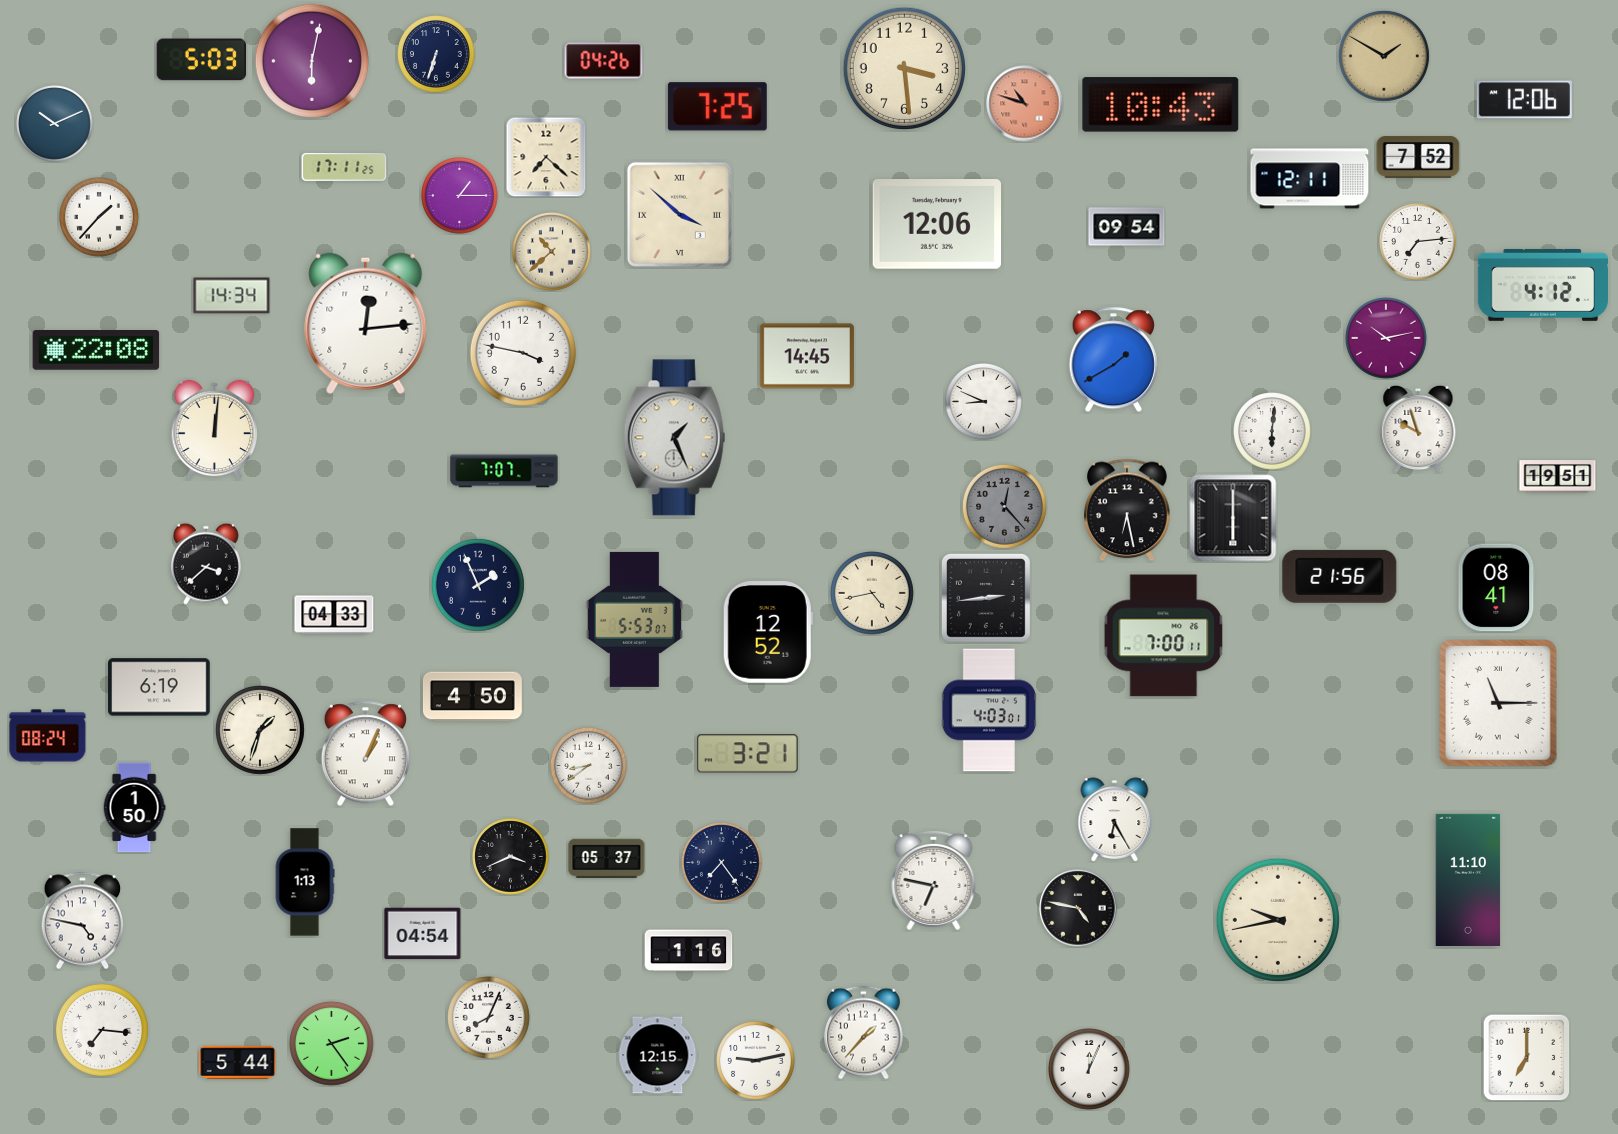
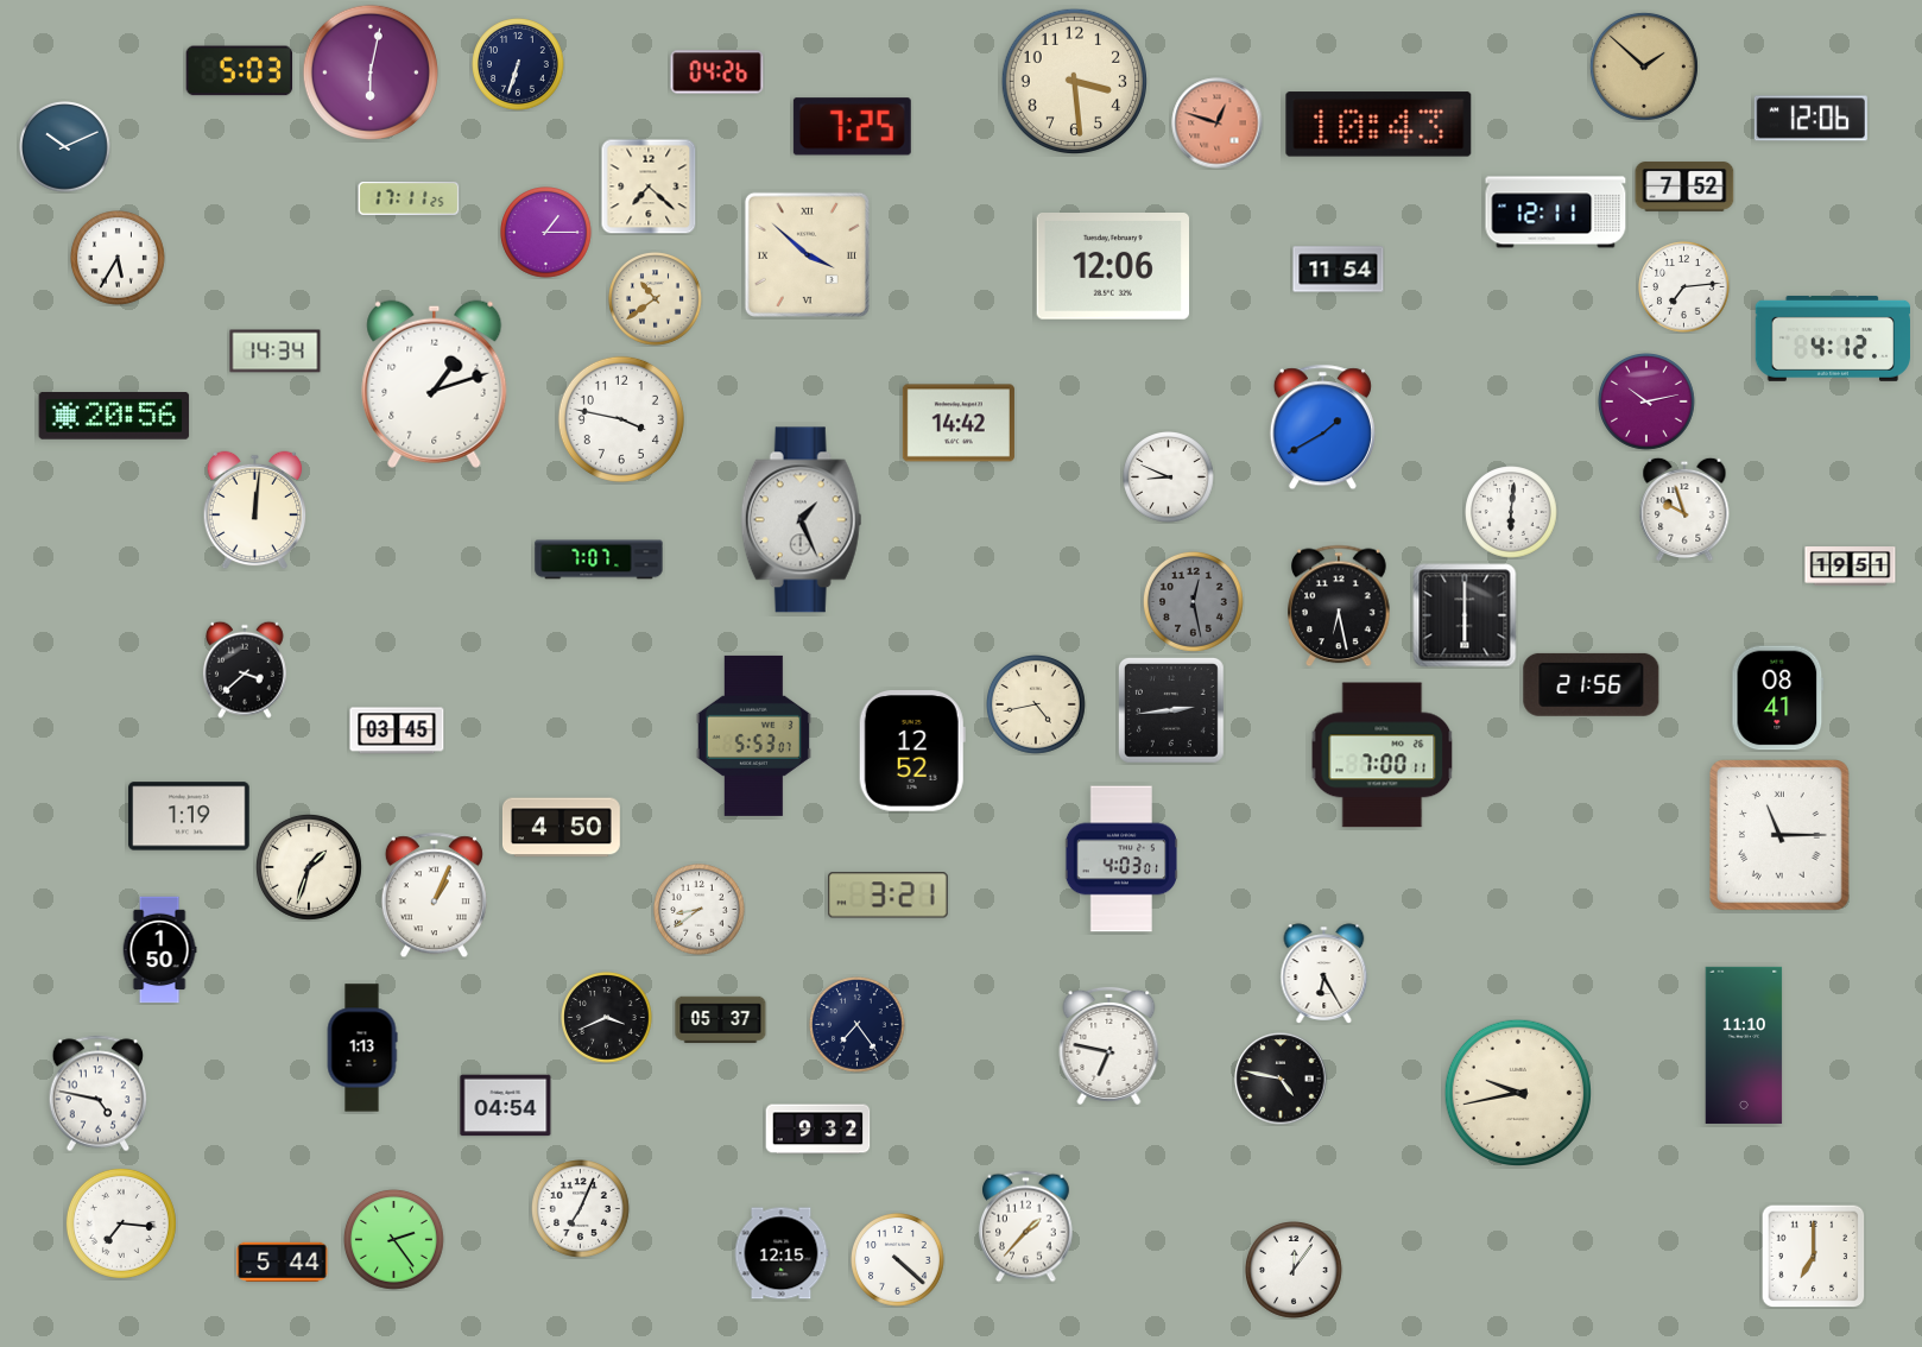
clock at (1384, 56): 1:50 -> 1:52
clock at (1025, 104): 10:48 -> 12:48
clock at (100, 218): 1:37 -> 5:35
clock at (1127, 227): 09:54 -> 11:54
clock at (552, 252): 10:38 -> 10:39
clock at (366, 323): 12:14 -> 1:12
clock at (96, 351): 22:08 -> 20:56
clock at (807, 356): 14:45 -> 14:42
clock at (1005, 507): 12:23 -> 12:28
clock at (478, 585): 1:56 -> none
clock at (334, 615): 04:33 -> 03:45
clock at (159, 687): 6:19 -> 1:19
clock at (988, 710) position: (988, 710) -> (1120, 859)
clock at (48, 736): 08:24 -> none
clock at (134, 808) position: (134, 808) -> (159, 950)
clock at (423, 934) position: (423, 934) -> (506, 1106)
clock at (689, 951): 1:16 -> 9:32
clock at (489, 1018): 8:04 -> 7:04
clock at (756, 1061): 9:13 -> 4:22
clock at (1090, 1070): 12:04 -> 12:06
